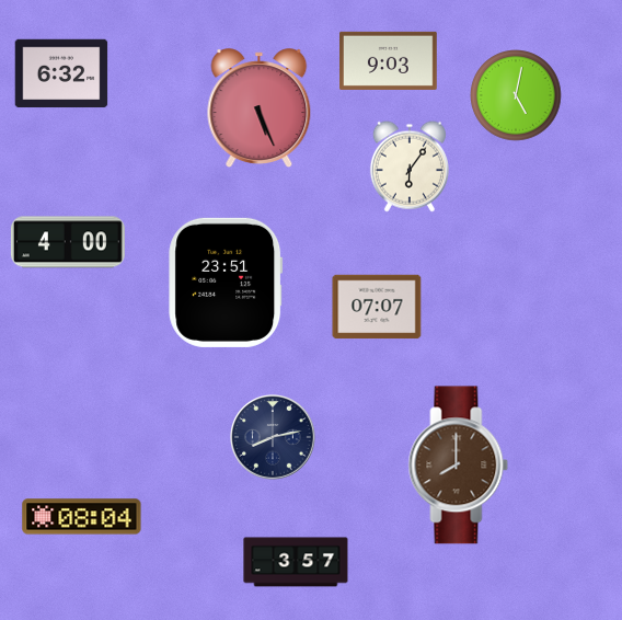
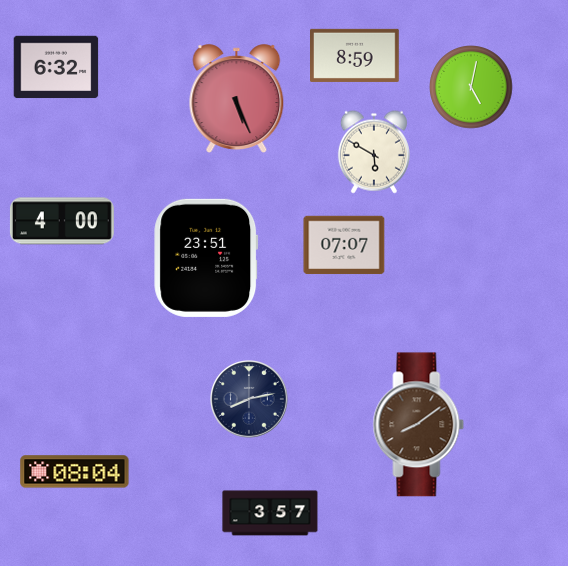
clock at (389, 60): 9:03 -> 8:59
clock at (410, 167): 6:06 -> 5:50
clock at (377, 307) position: (377, 307) -> (344, 245)
clock at (459, 466): 8:00 -> 8:09
